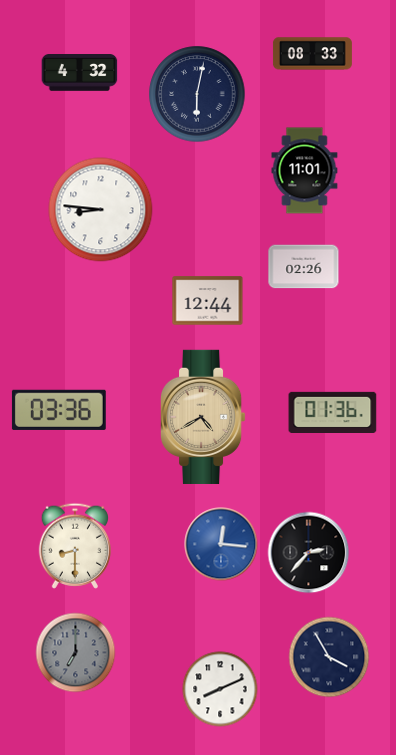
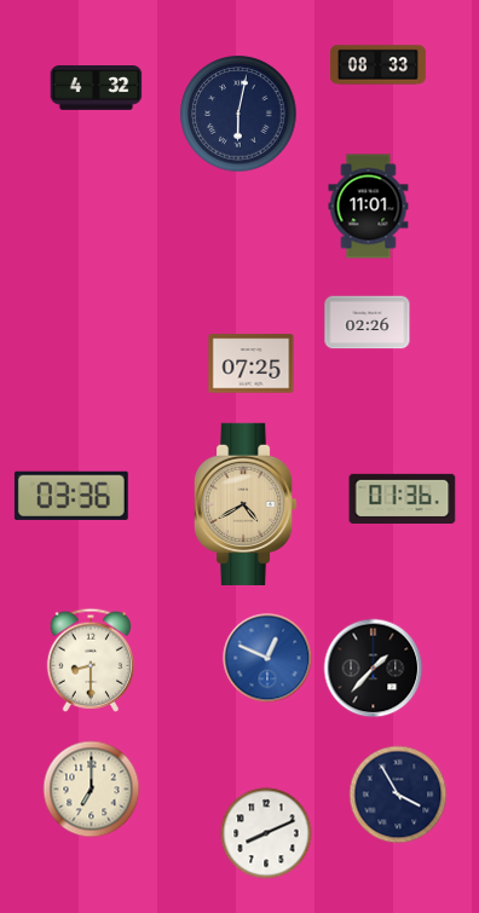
clock at (101, 210): 8:46 -> none
clock at (208, 301): 12:44 -> 07:25
clock at (221, 544): 12:16 -> 12:49
clock at (309, 553): 2:37 -> 1:37
clock at (76, 653) dial: grey -> cream
